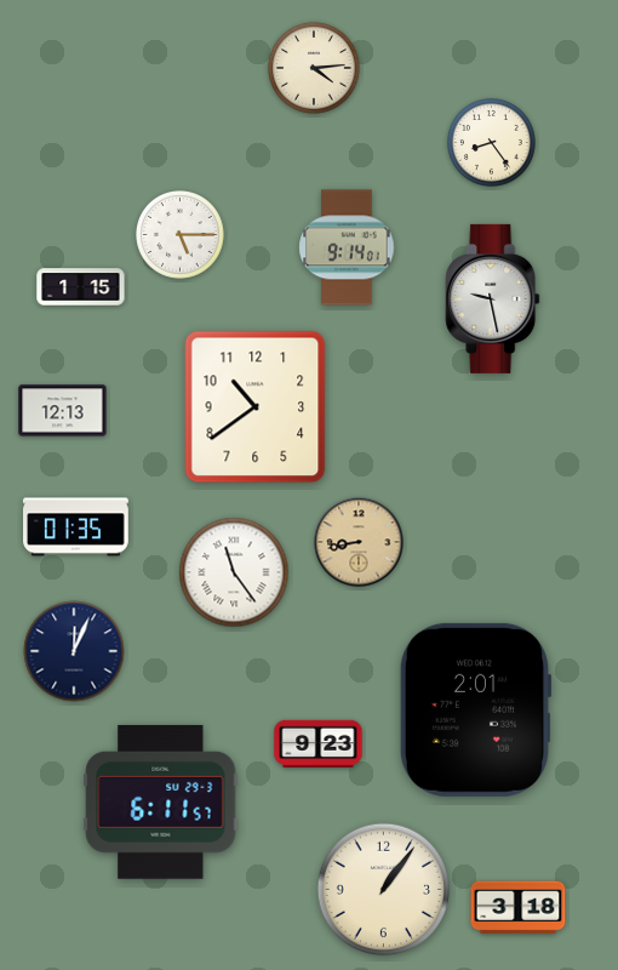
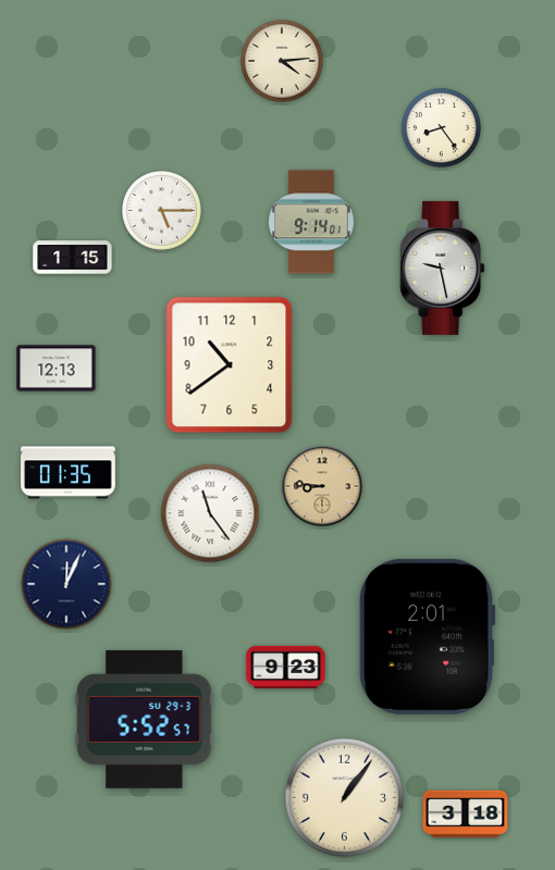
clock at (359, 542): 8:43 -> 8:46
clock at (161, 801): 6:11 -> 5:52
